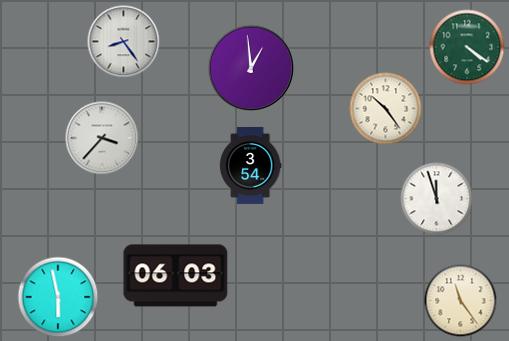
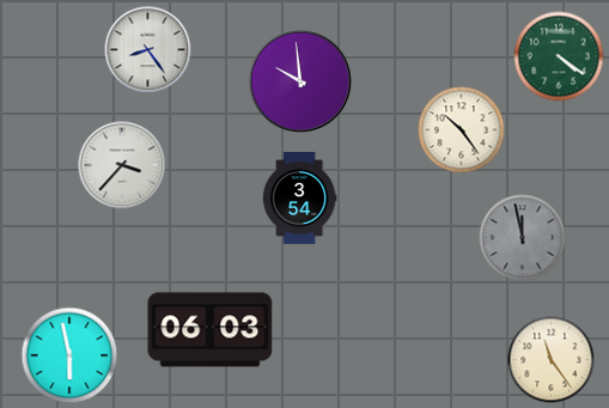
clock at (250, 67): 12:59 -> 9:59
clock at (437, 199): 11:57 -> 11:58
clock at (437, 199) dial: white -> grey
